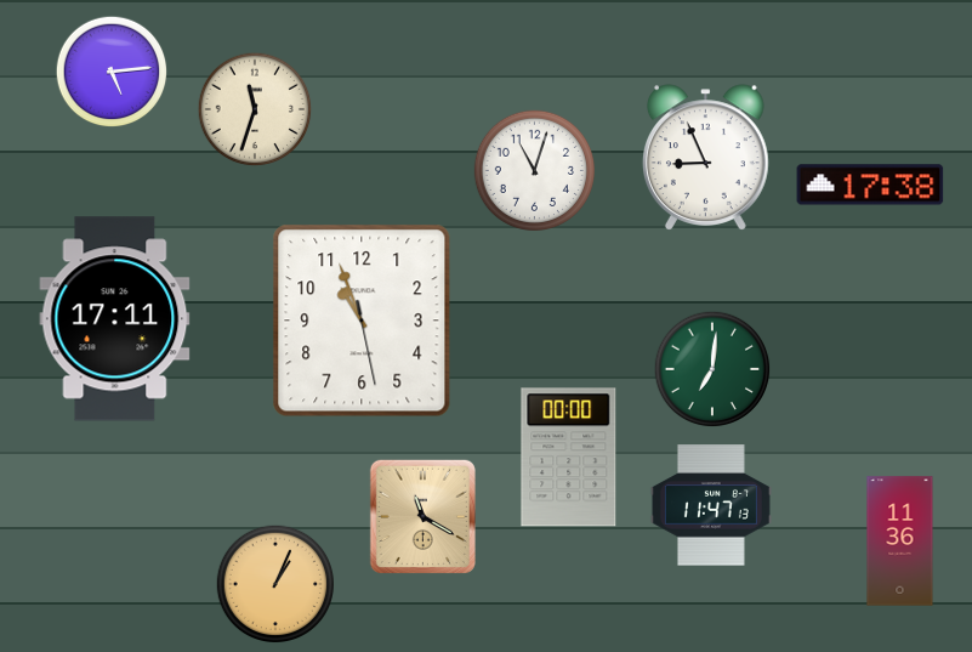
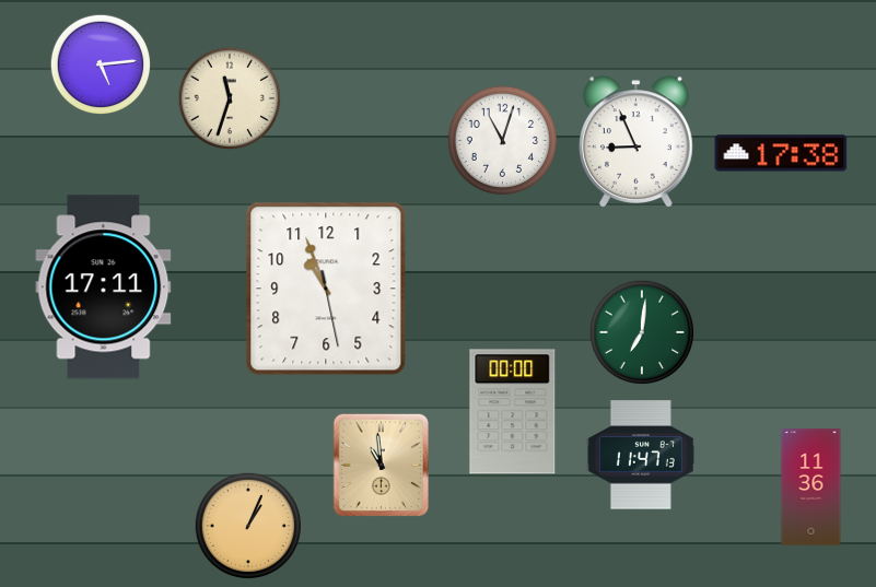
clock at (534, 170) position: (534, 170) -> (502, 140)
clock at (870, 185) position: (870, 185) -> (781, 153)
clock at (422, 516): 11:20 -> 10:59
